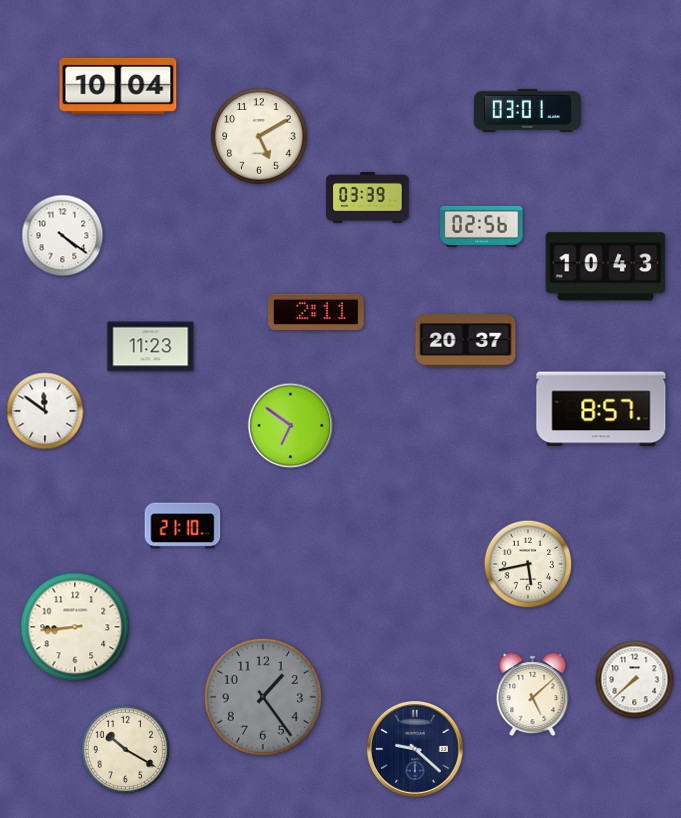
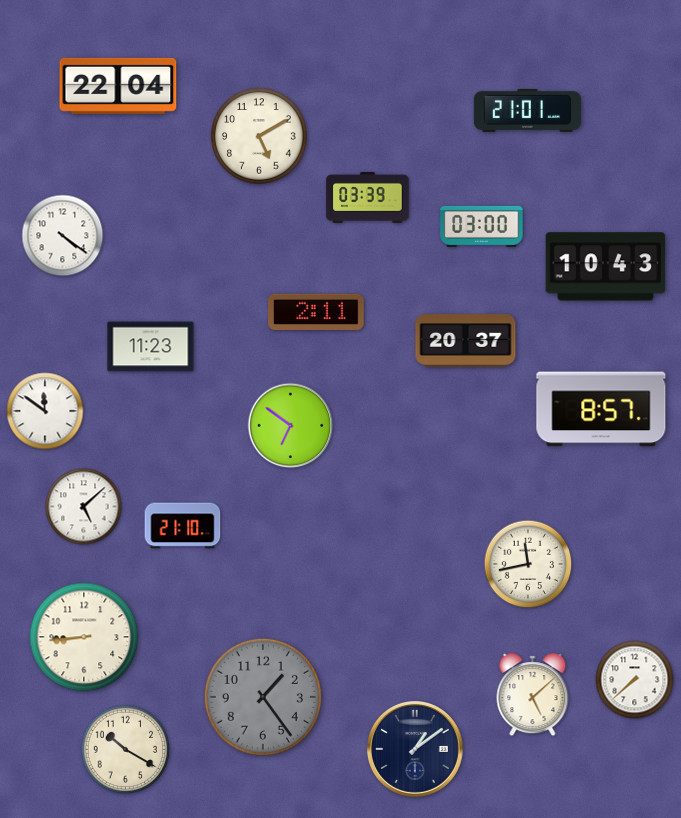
clock at (118, 86): 10:04 -> 22:04
clock at (527, 110): 03:01 -> 21:01
clock at (482, 226): 02:56 -> 03:00
clock at (84, 507): none -> 5:08
clock at (528, 564): 5:43 -> 11:43
clock at (75, 627) position: (75, 627) -> (84, 637)
clock at (415, 749): 9:22 -> 1:09
